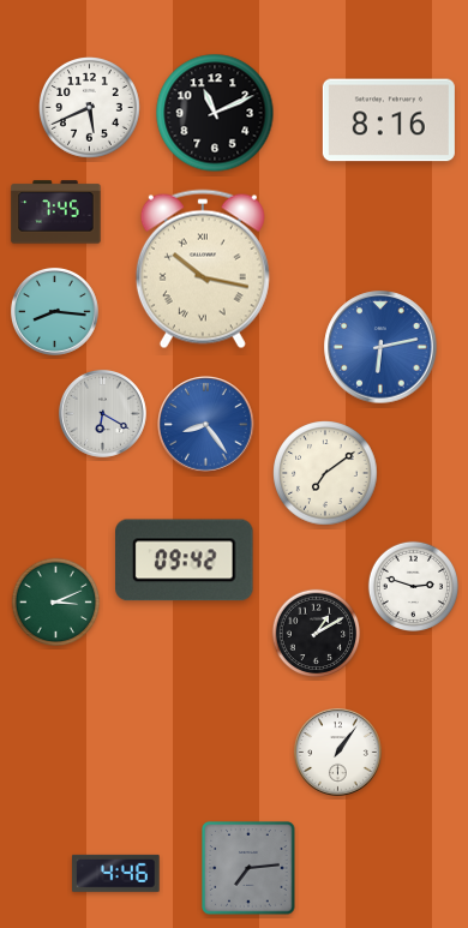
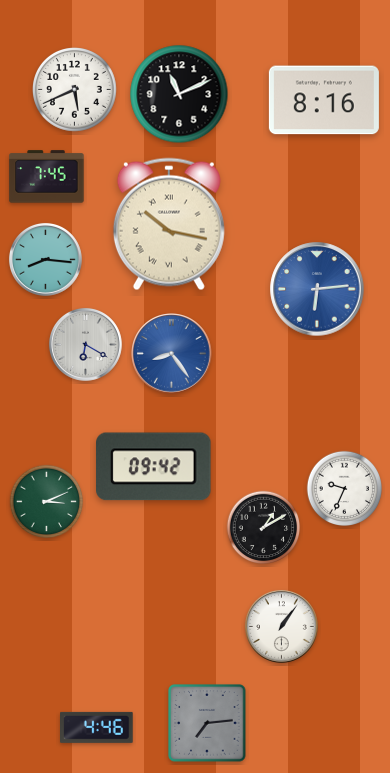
clock at (380, 347): 6:13 -> 6:14
clock at (325, 473): 7:09 -> none
clock at (413, 586): 2:48 -> 9:34
